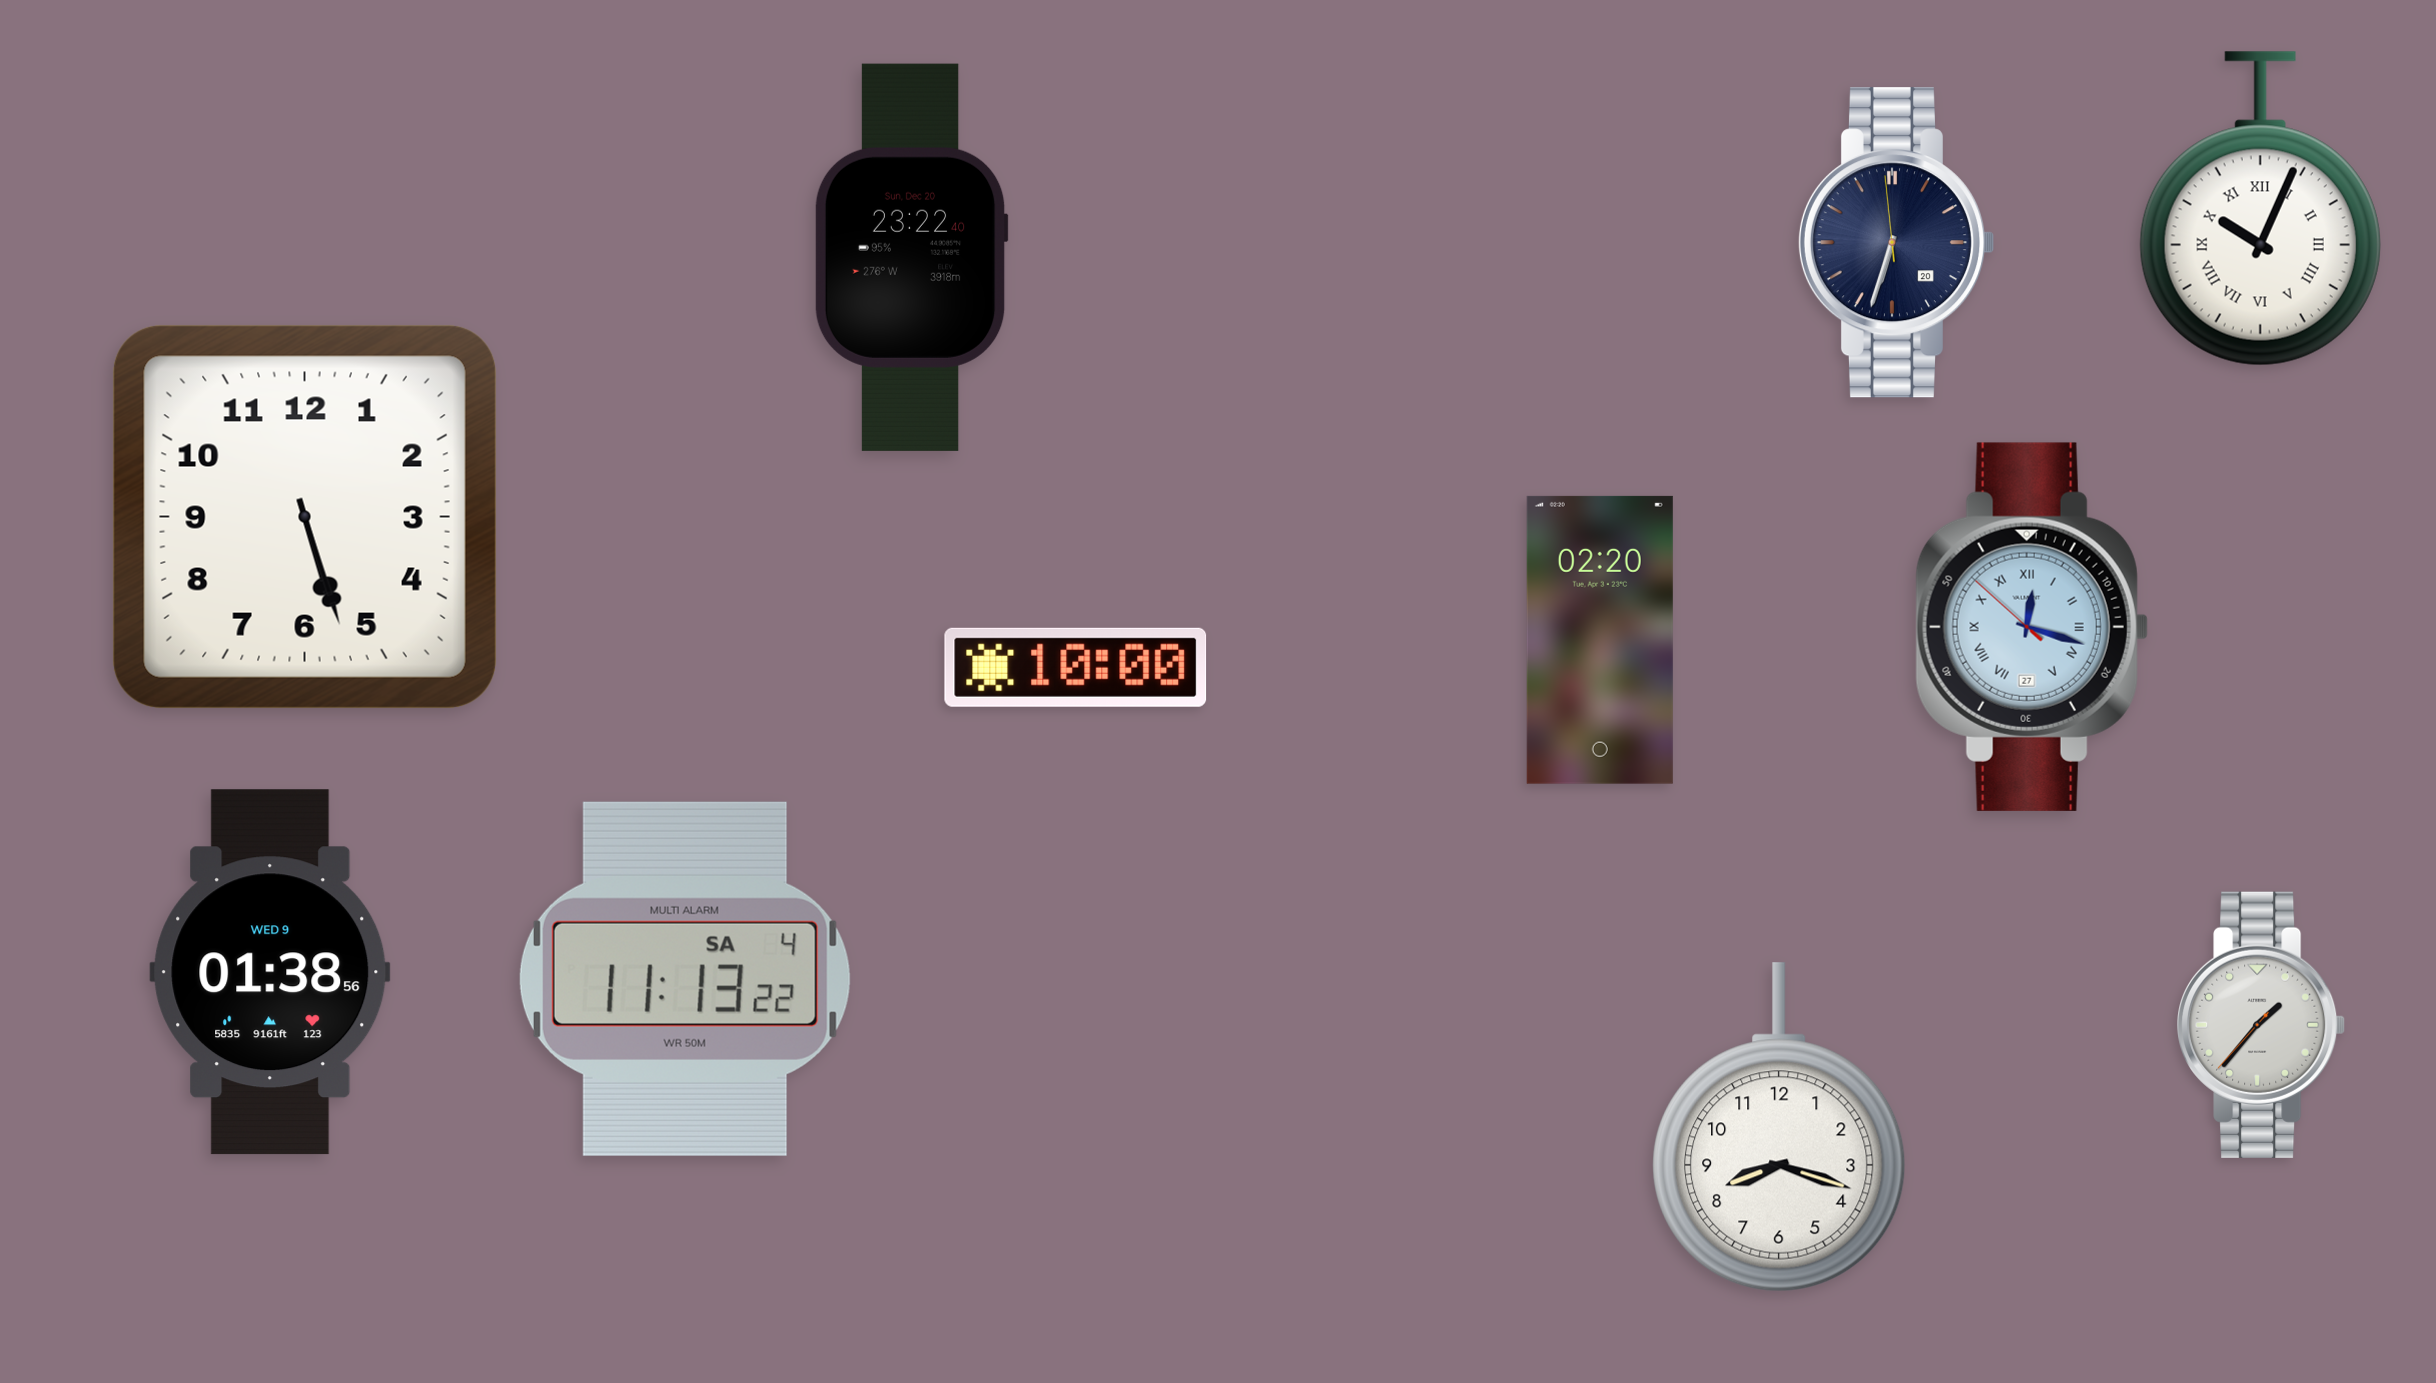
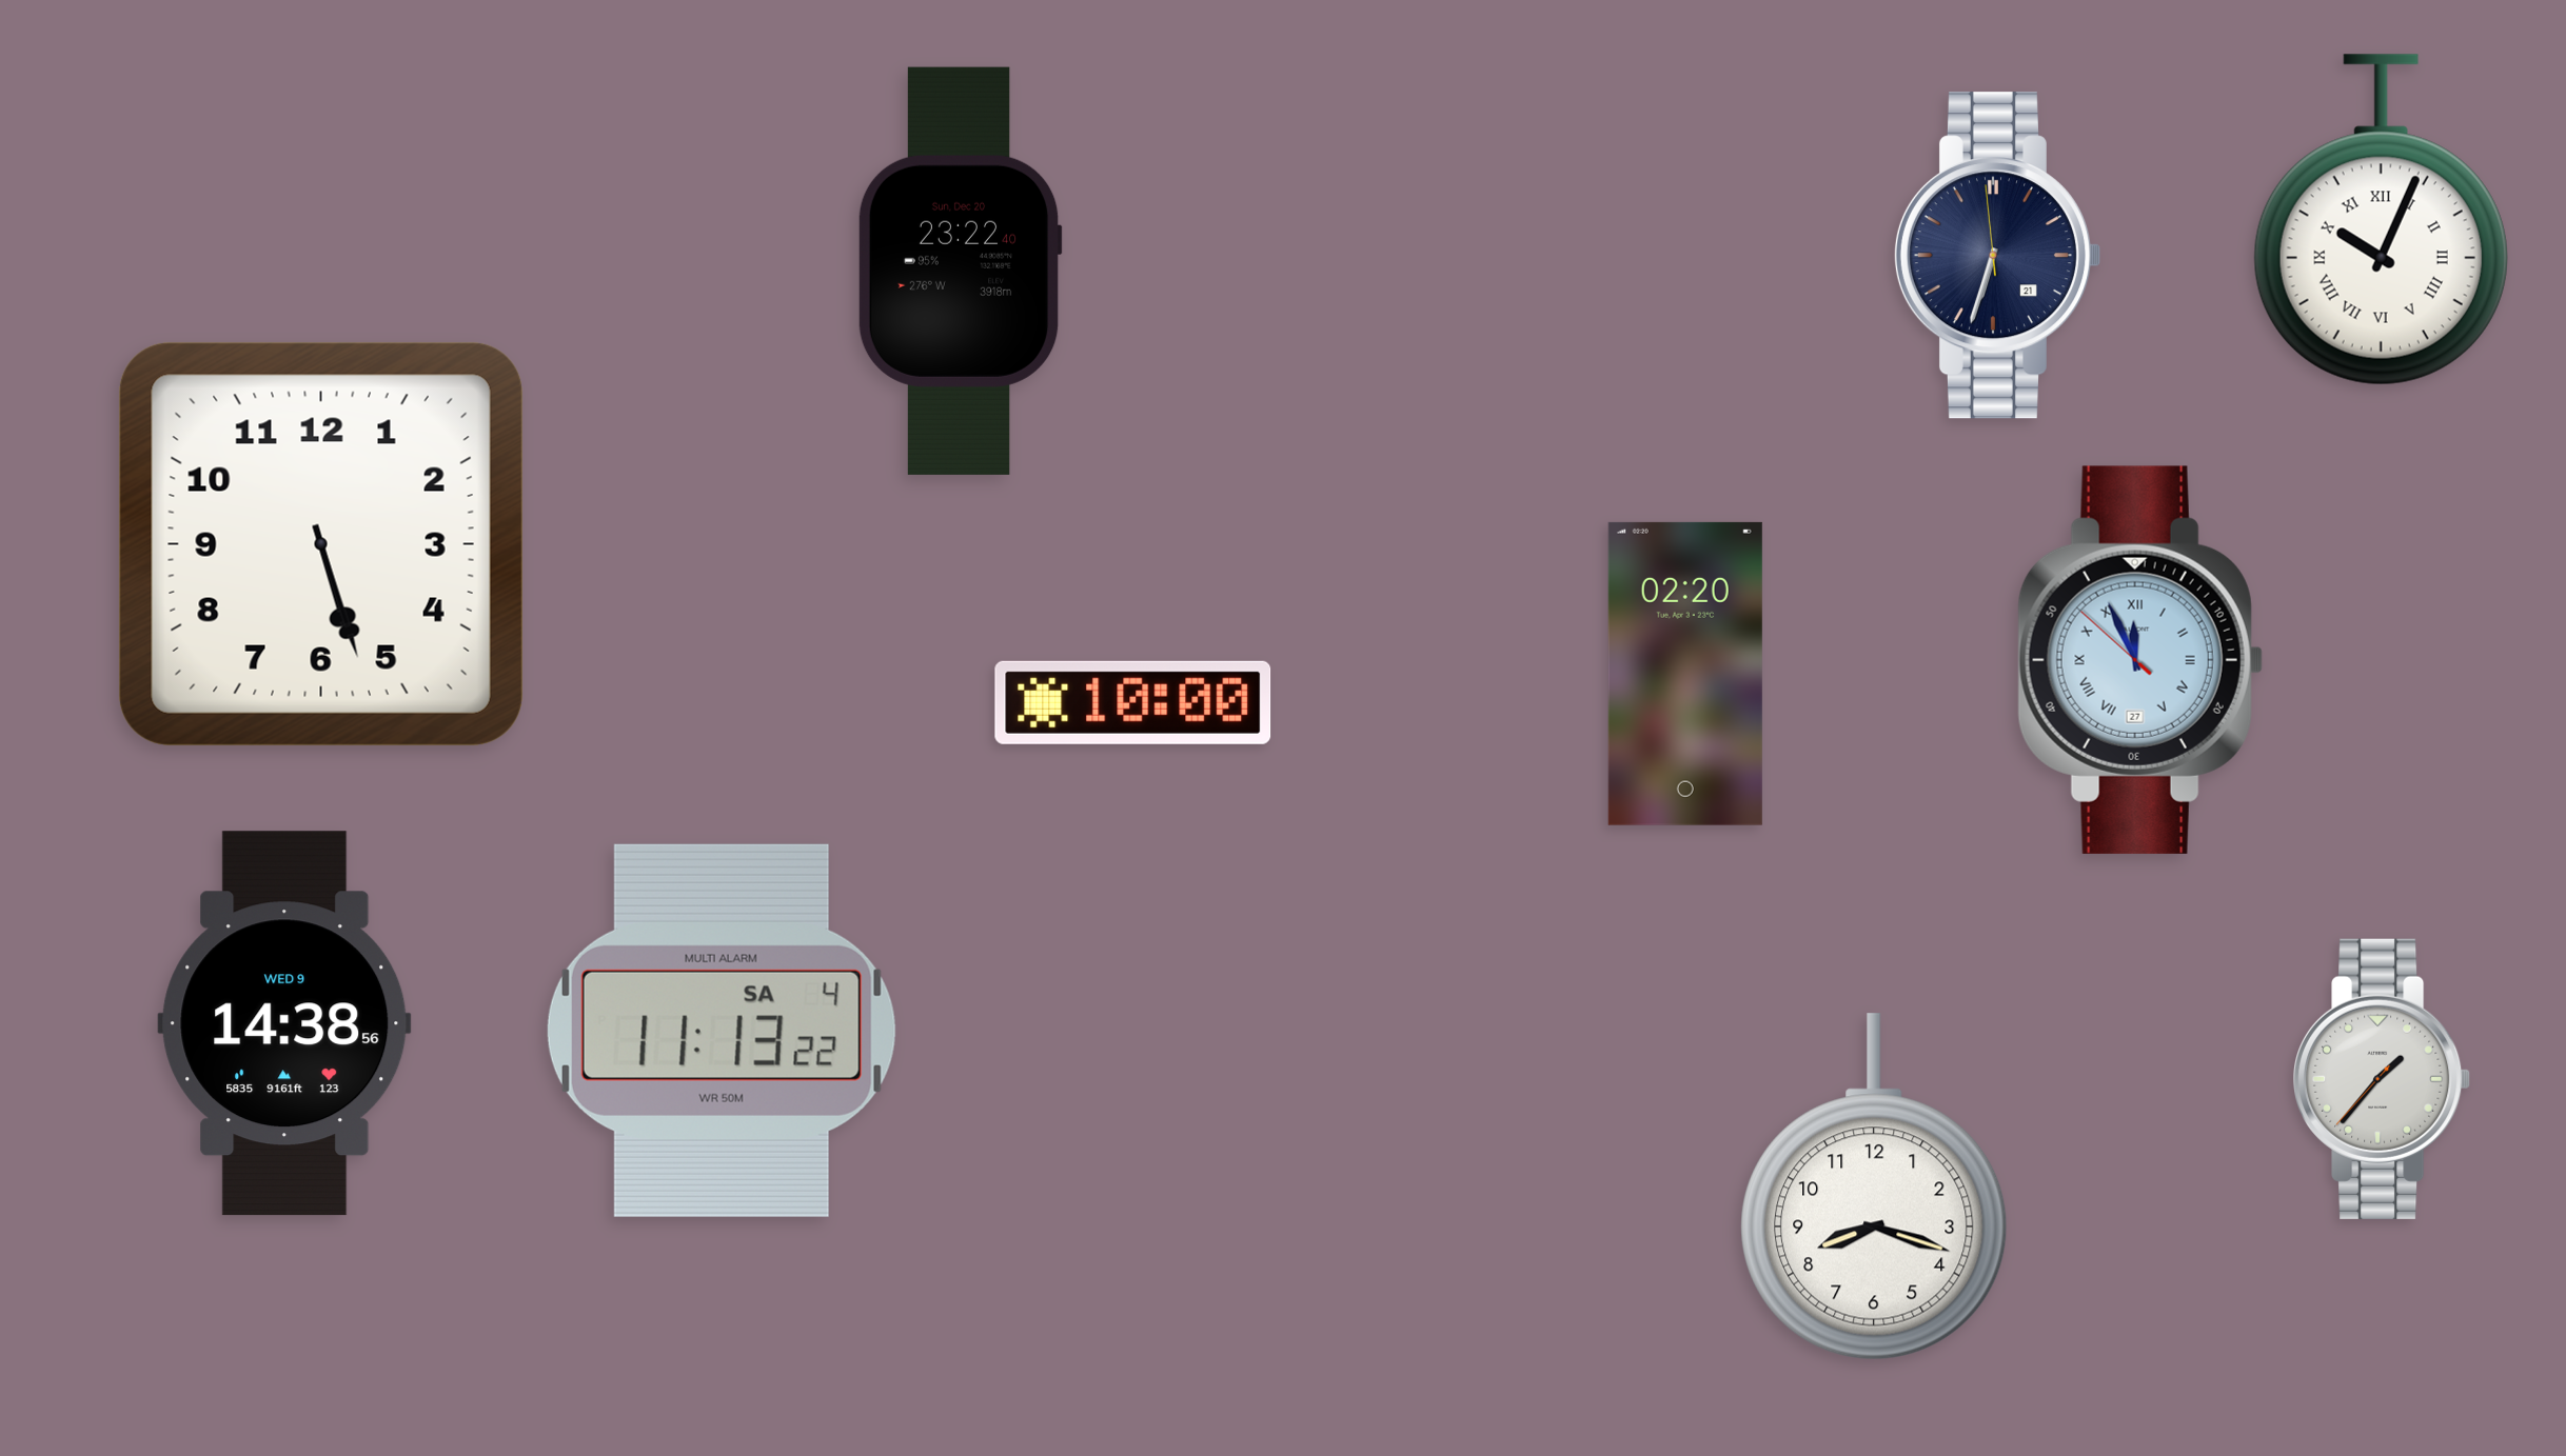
clock at (1895, 243) date: 20 -> 21
clock at (2032, 627): 12:17 -> 11:55
clock at (270, 972): 01:38 -> 14:38
